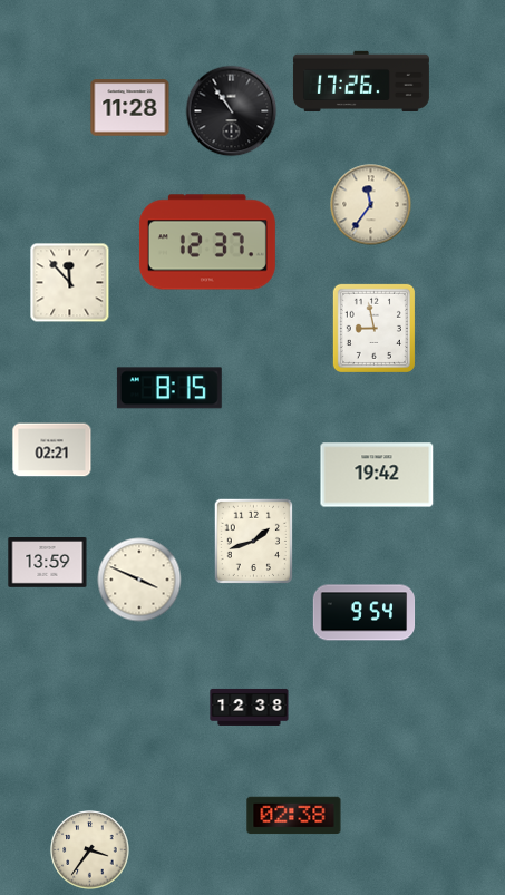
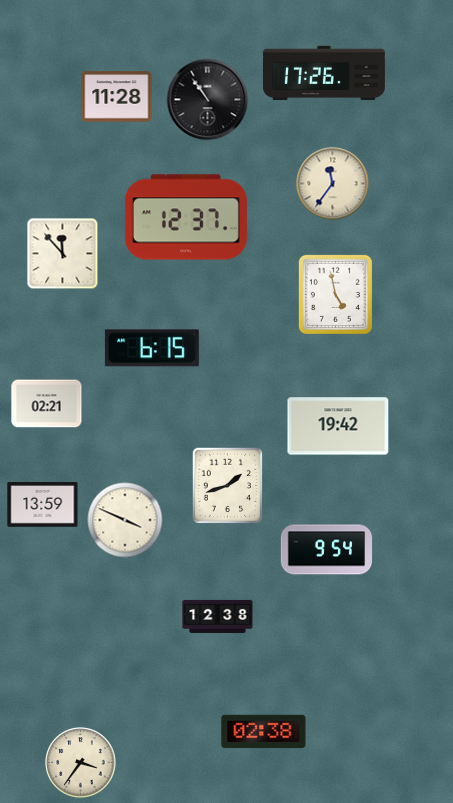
clock at (373, 328): 8:58 -> 4:58
clock at (169, 388): 8:15 -> 6:15
clock at (250, 707) position: (250, 707) -> (218, 616)
